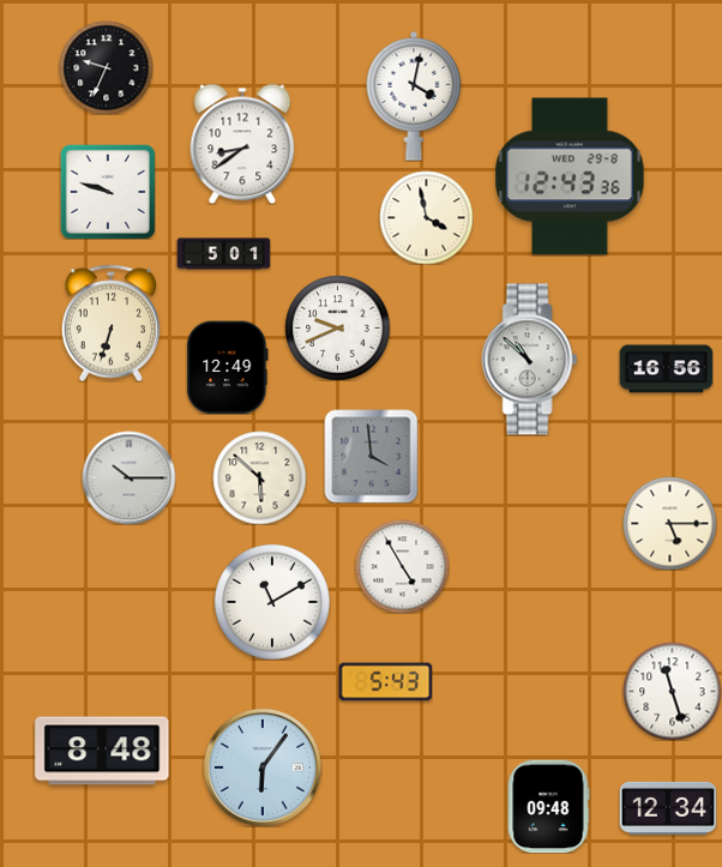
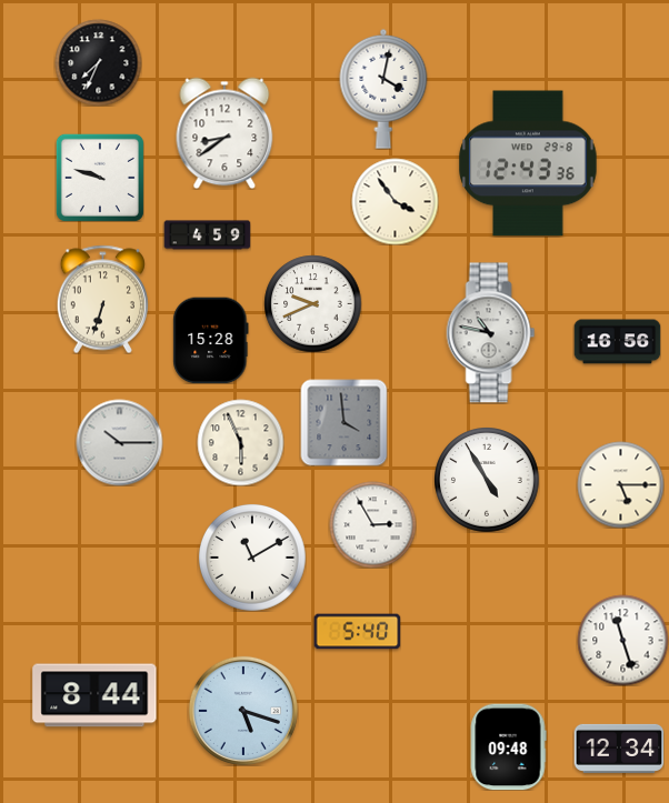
clock at (106, 67): 9:34 -> 7:34
clock at (426, 217): 3:58 -> 3:54
clock at (223, 254): 5:01 -> 4:59
clock at (530, 360): 10:52 -> 10:47
clock at (228, 367): 12:49 -> 15:28
clock at (259, 477): 5:52 -> 5:56
clock at (487, 480): none -> 4:55
clock at (402, 566): 4:55 -> 2:55
clock at (385, 682): 5:43 -> 5:40
clock at (102, 751): 8:48 -> 8:44
clock at (263, 767): 6:06 -> 5:18
